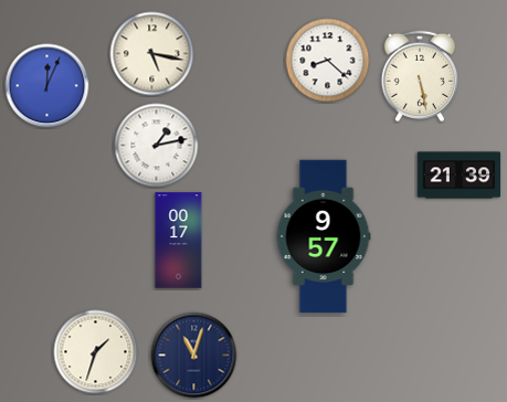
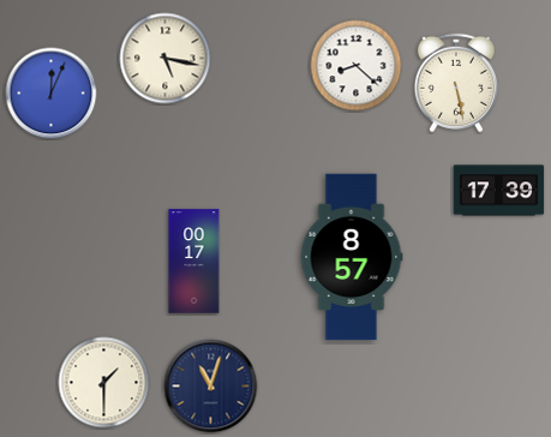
clock at (157, 146): 1:13 -> none
clock at (460, 176): 21:39 -> 17:39
clock at (324, 236): 9:57 -> 8:57
clock at (96, 352): 1:33 -> 1:30
